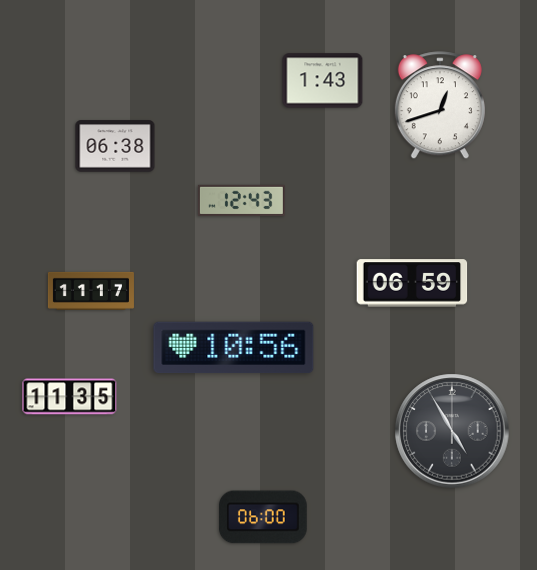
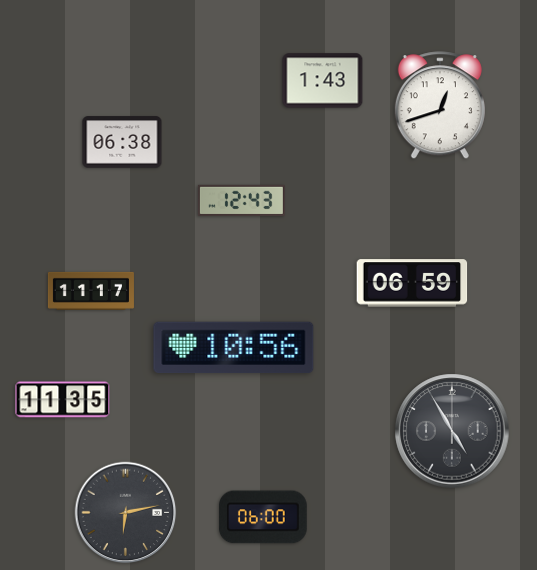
clock at (115, 146) position: (115, 146) -> (122, 142)
clock at (70, 397) position: (70, 397) -> (63, 400)
clock at (126, 513): none -> 6:13
